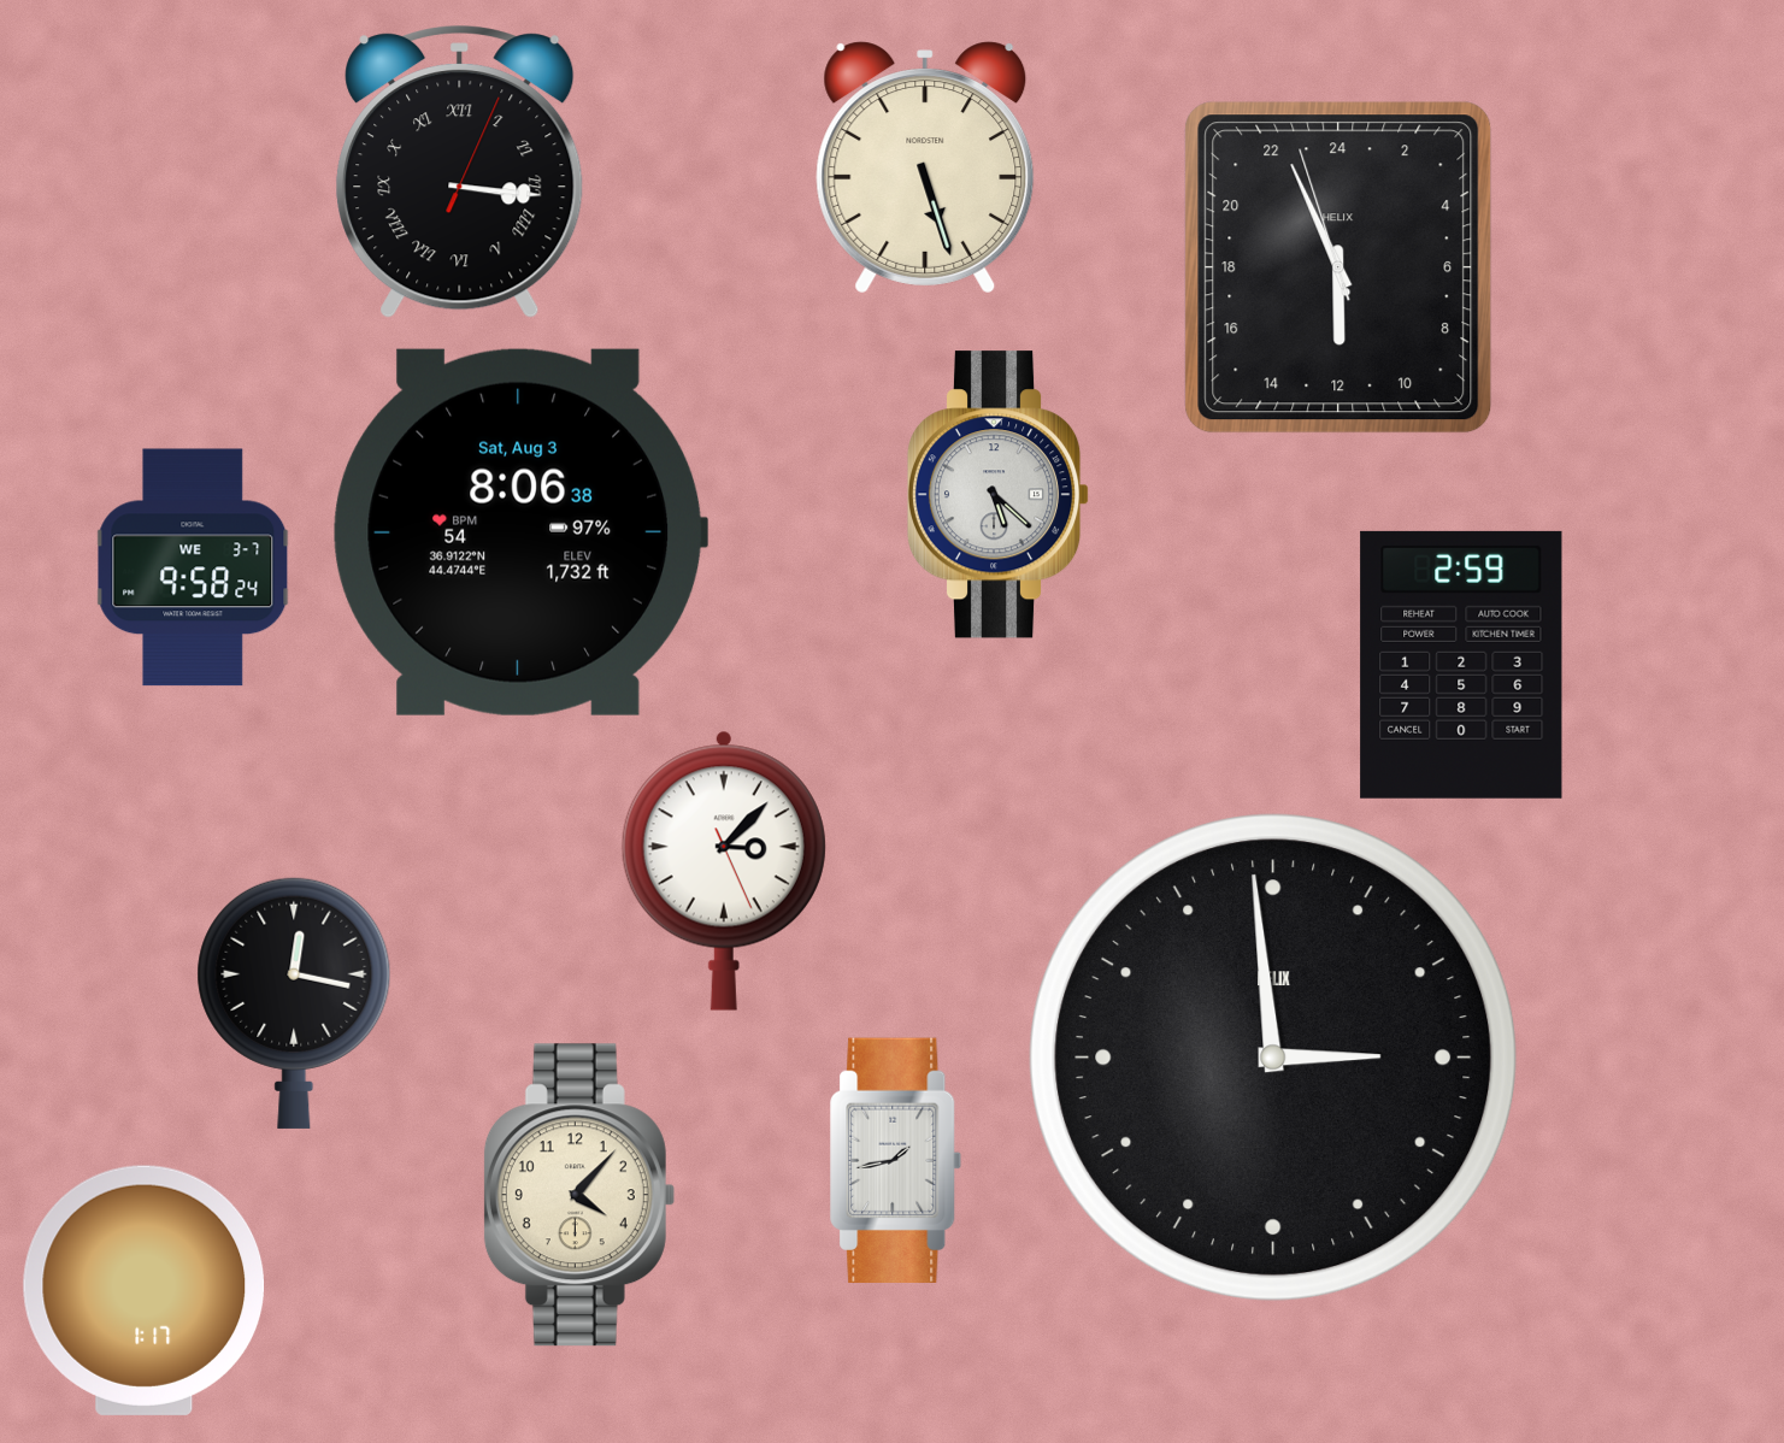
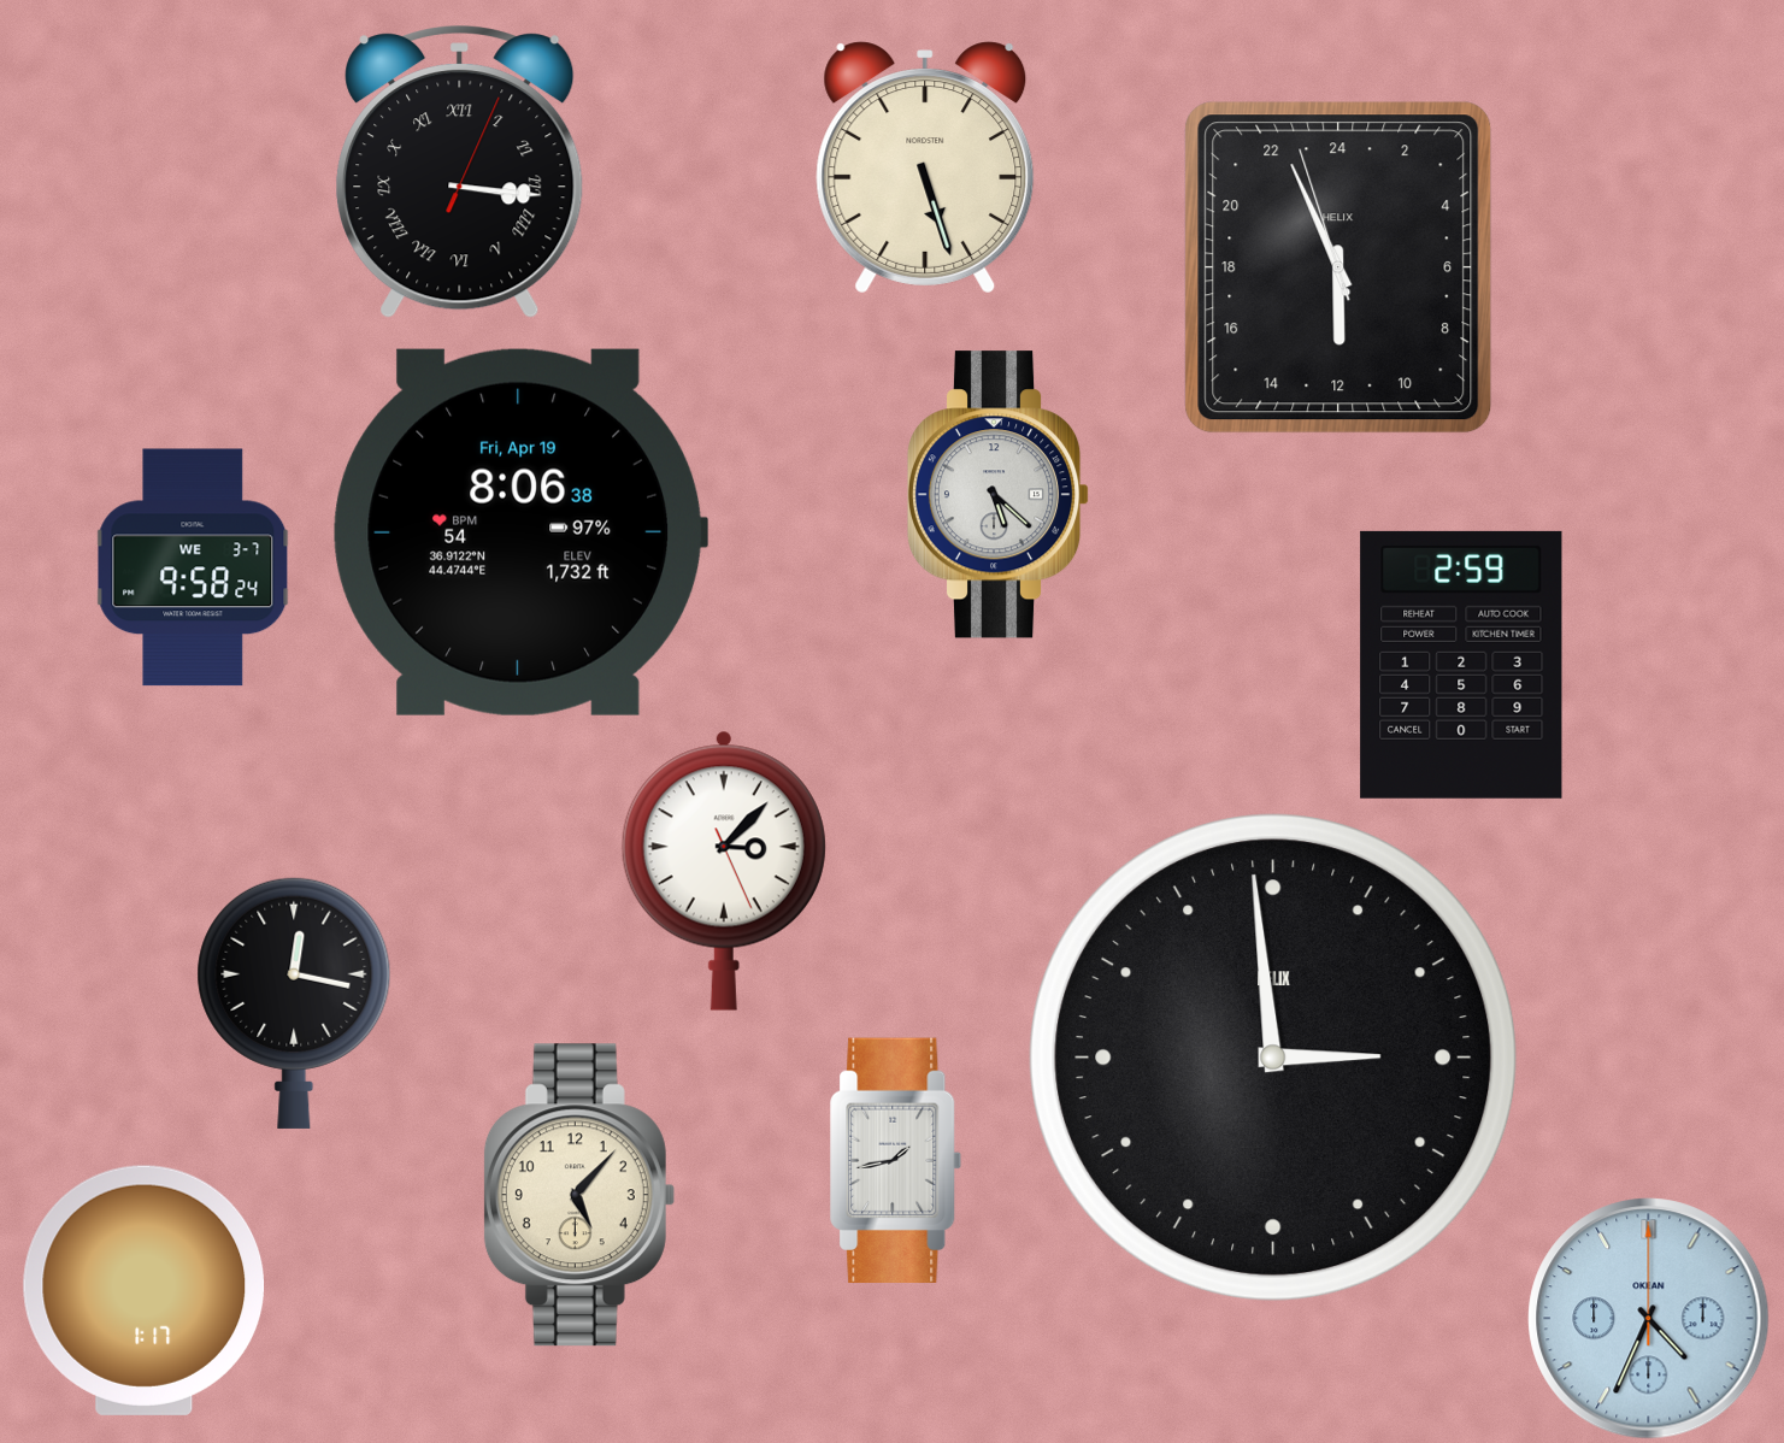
clock at (520, 532) date: Sat, Aug 3 -> Fri, Apr 19
clock at (579, 1195): 4:07 -> 5:07
clock at (1649, 1319): none -> 4:34
